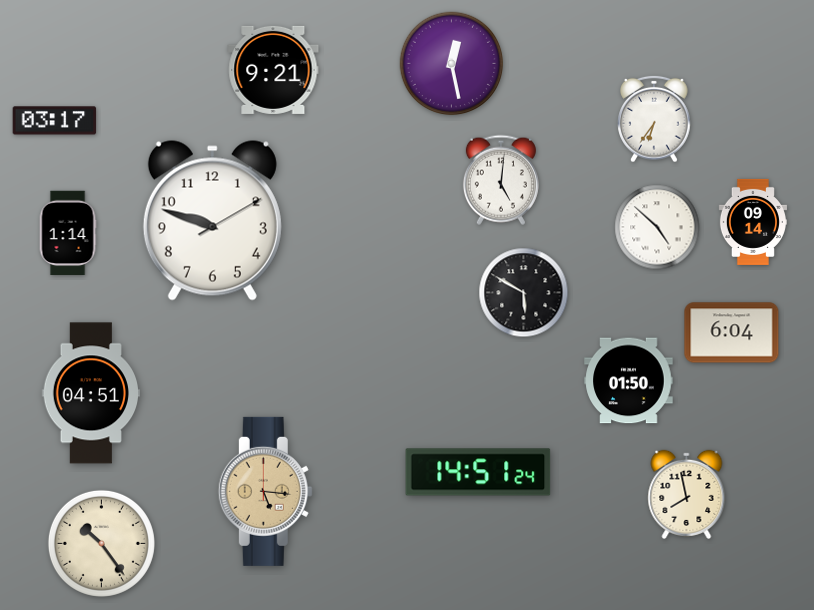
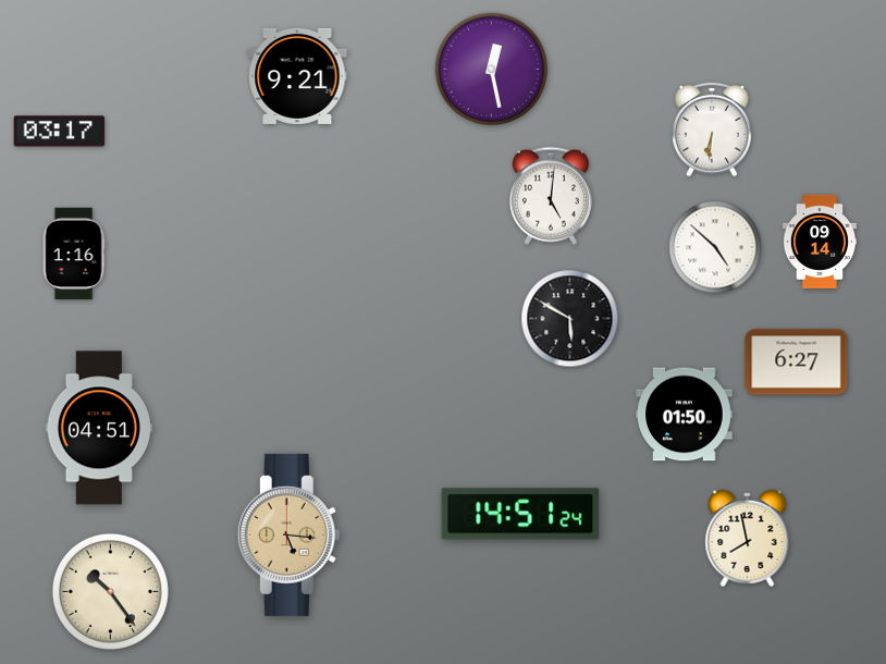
clock at (654, 119): 6:36 -> 6:31
clock at (501, 180) position: (501, 180) -> (551, 196)
clock at (212, 221): 9:48 -> none
clock at (68, 233): 1:14 -> 1:16
clock at (732, 333): 6:04 -> 6:27
